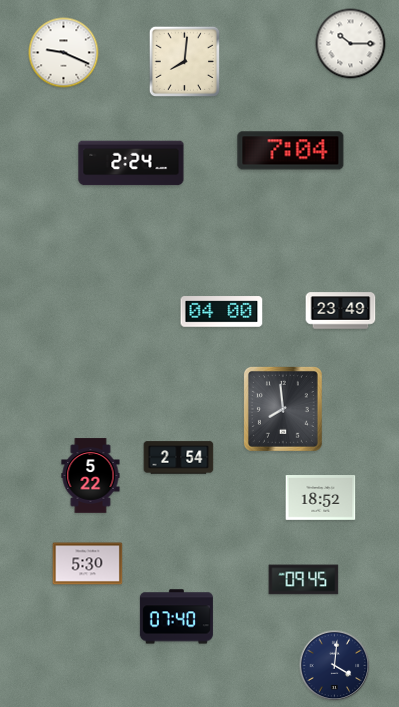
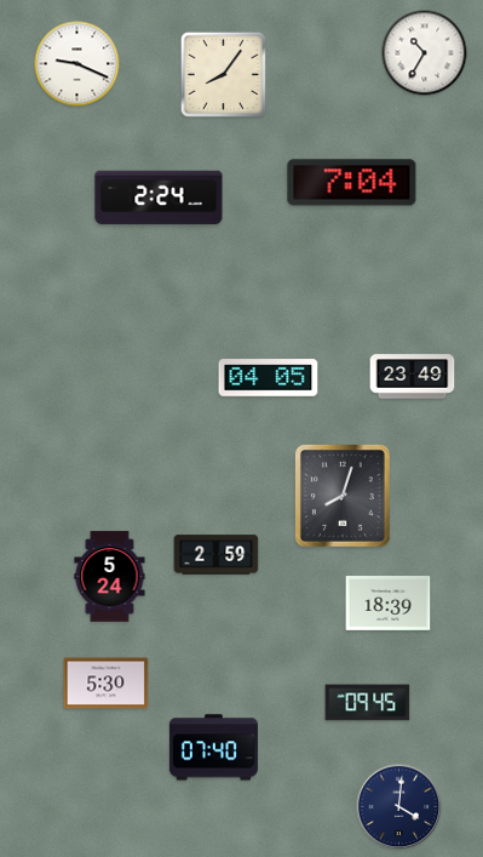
clock at (351, 44): 10:15 -> 10:35
clock at (184, 61): 8:01 -> 8:06
clock at (222, 312): 04:00 -> 04:05
clock at (283, 409): 7:59 -> 8:03
clock at (179, 458): 2:54 -> 2:59
clock at (91, 476): 5:22 -> 5:24
clock at (321, 498): 18:52 -> 18:39
clock at (335, 666) position: (335, 666) -> (399, 807)
